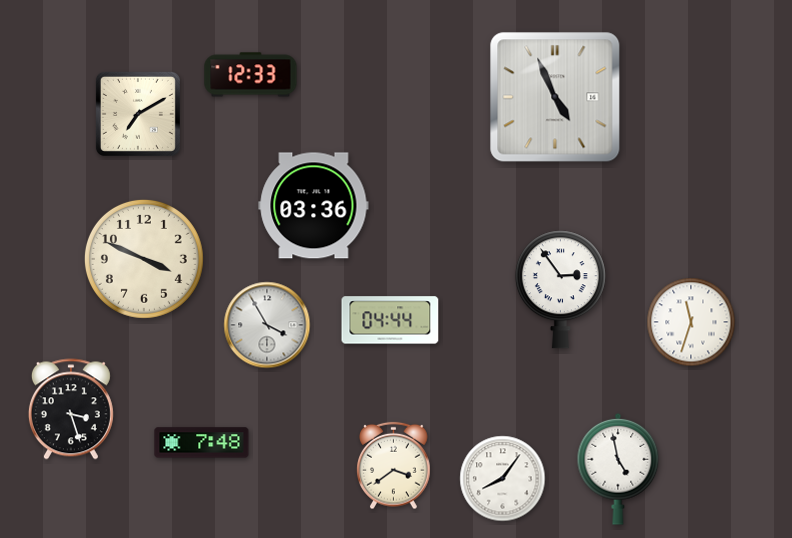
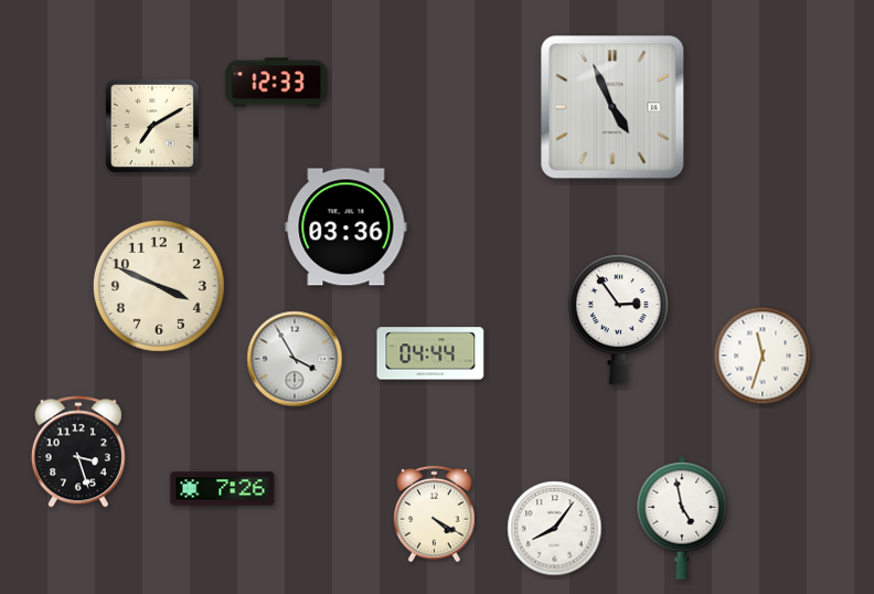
clock at (202, 443): 7:48 -> 7:26
clock at (394, 466): 3:39 -> 4:20
